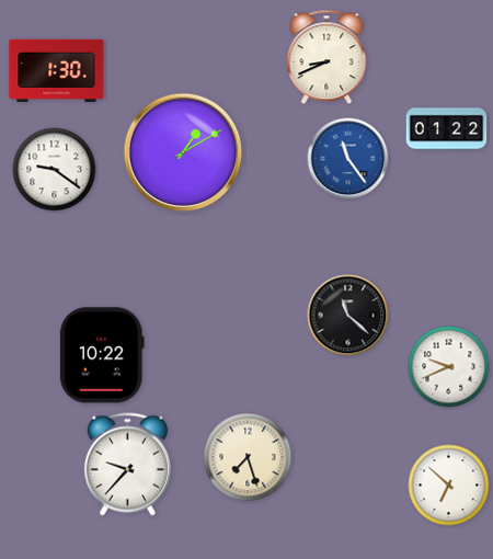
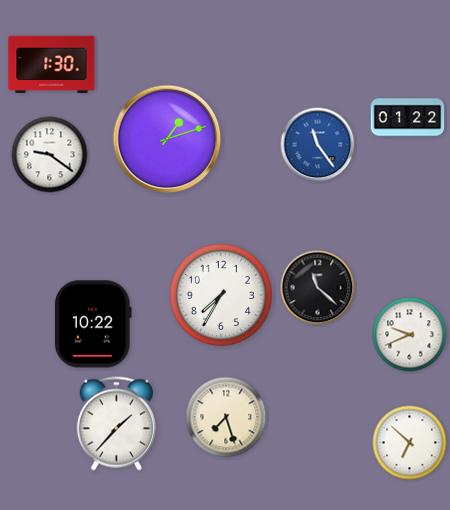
clock at (326, 57): 8:41 -> none
clock at (183, 152): 1:10 -> 1:12
clock at (221, 295): none -> 7:35
clock at (127, 465): 9:37 -> 1:37
